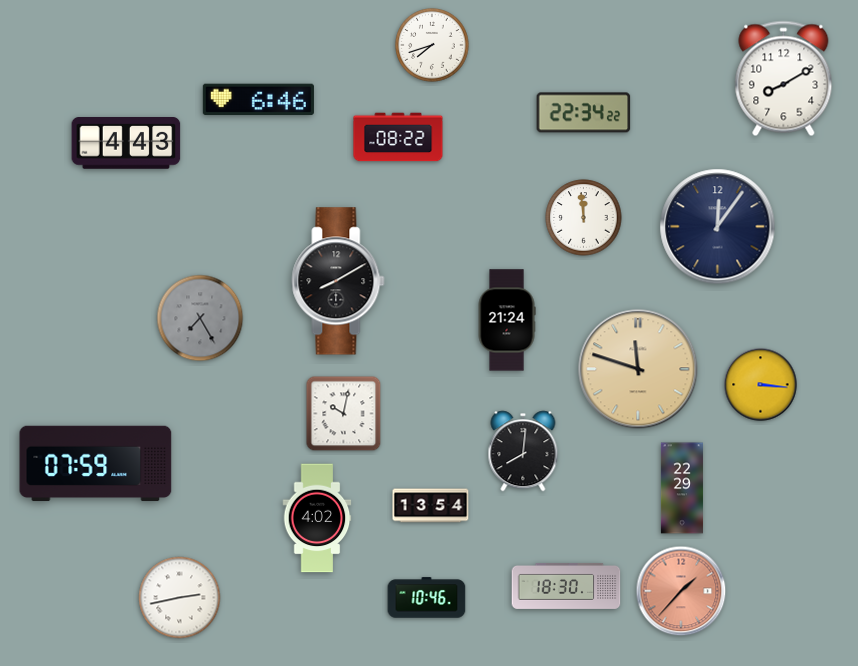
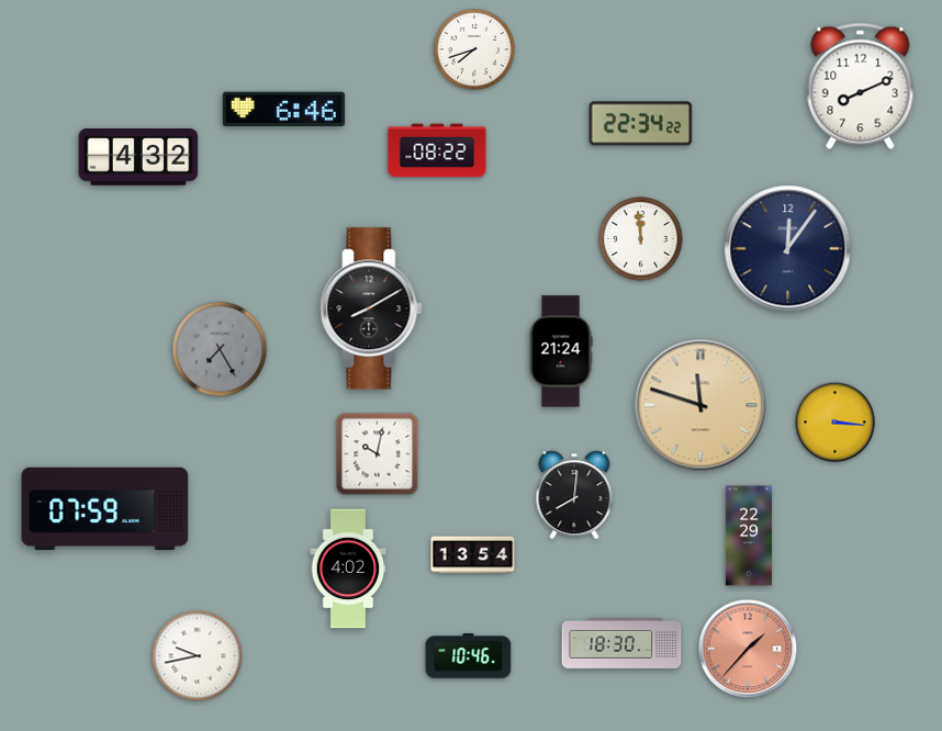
clock at (784, 79): 8:10 -> 8:11
clock at (126, 144): 4:43 -> 4:32
clock at (507, 320) position: (507, 320) -> (561, 351)
clock at (180, 598): 2:43 -> 9:43
